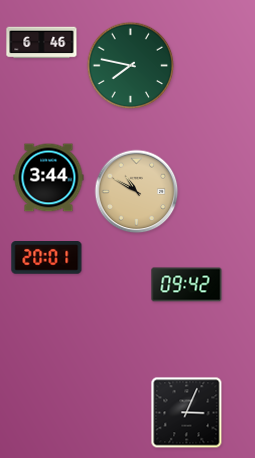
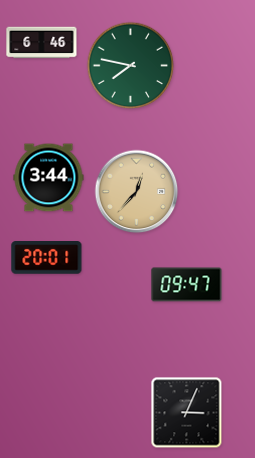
clock at (137, 192): 10:50 -> 12:37
clock at (187, 285): 09:42 -> 09:47
